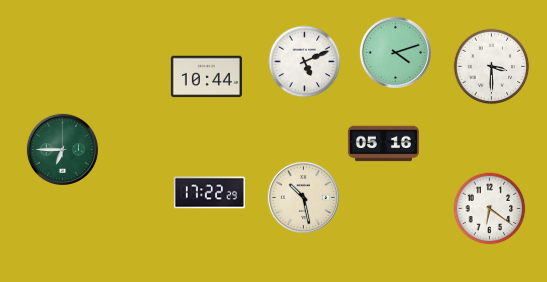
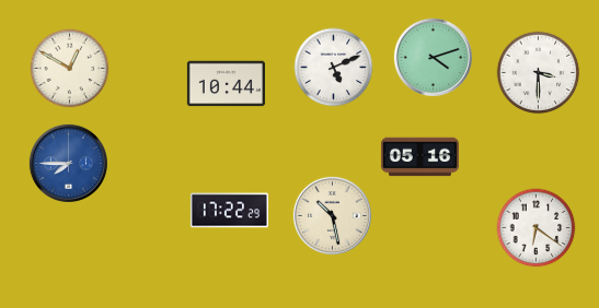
clock at (70, 69): none -> 12:50
clock at (62, 149): 6:45 -> 7:45
clock at (62, 149) dial: green -> blue
